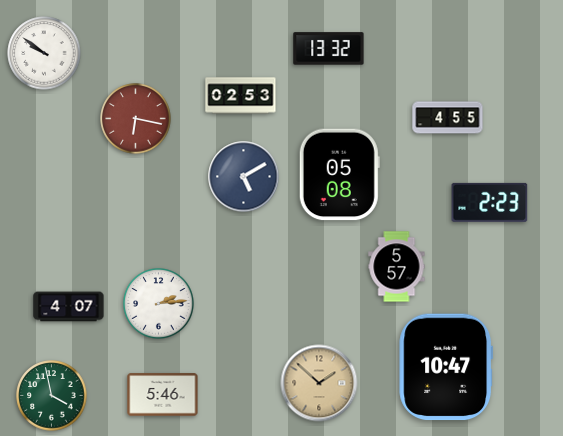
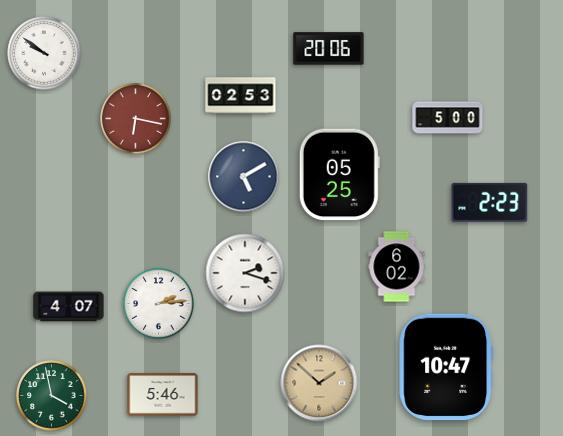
clock at (329, 49): 13:32 -> 20:06
clock at (448, 118): 4:55 -> 5:00
clock at (339, 175): 05:08 -> 05:25
clock at (397, 267): 5:57 -> 6:02
clock at (245, 273): none -> 2:18
